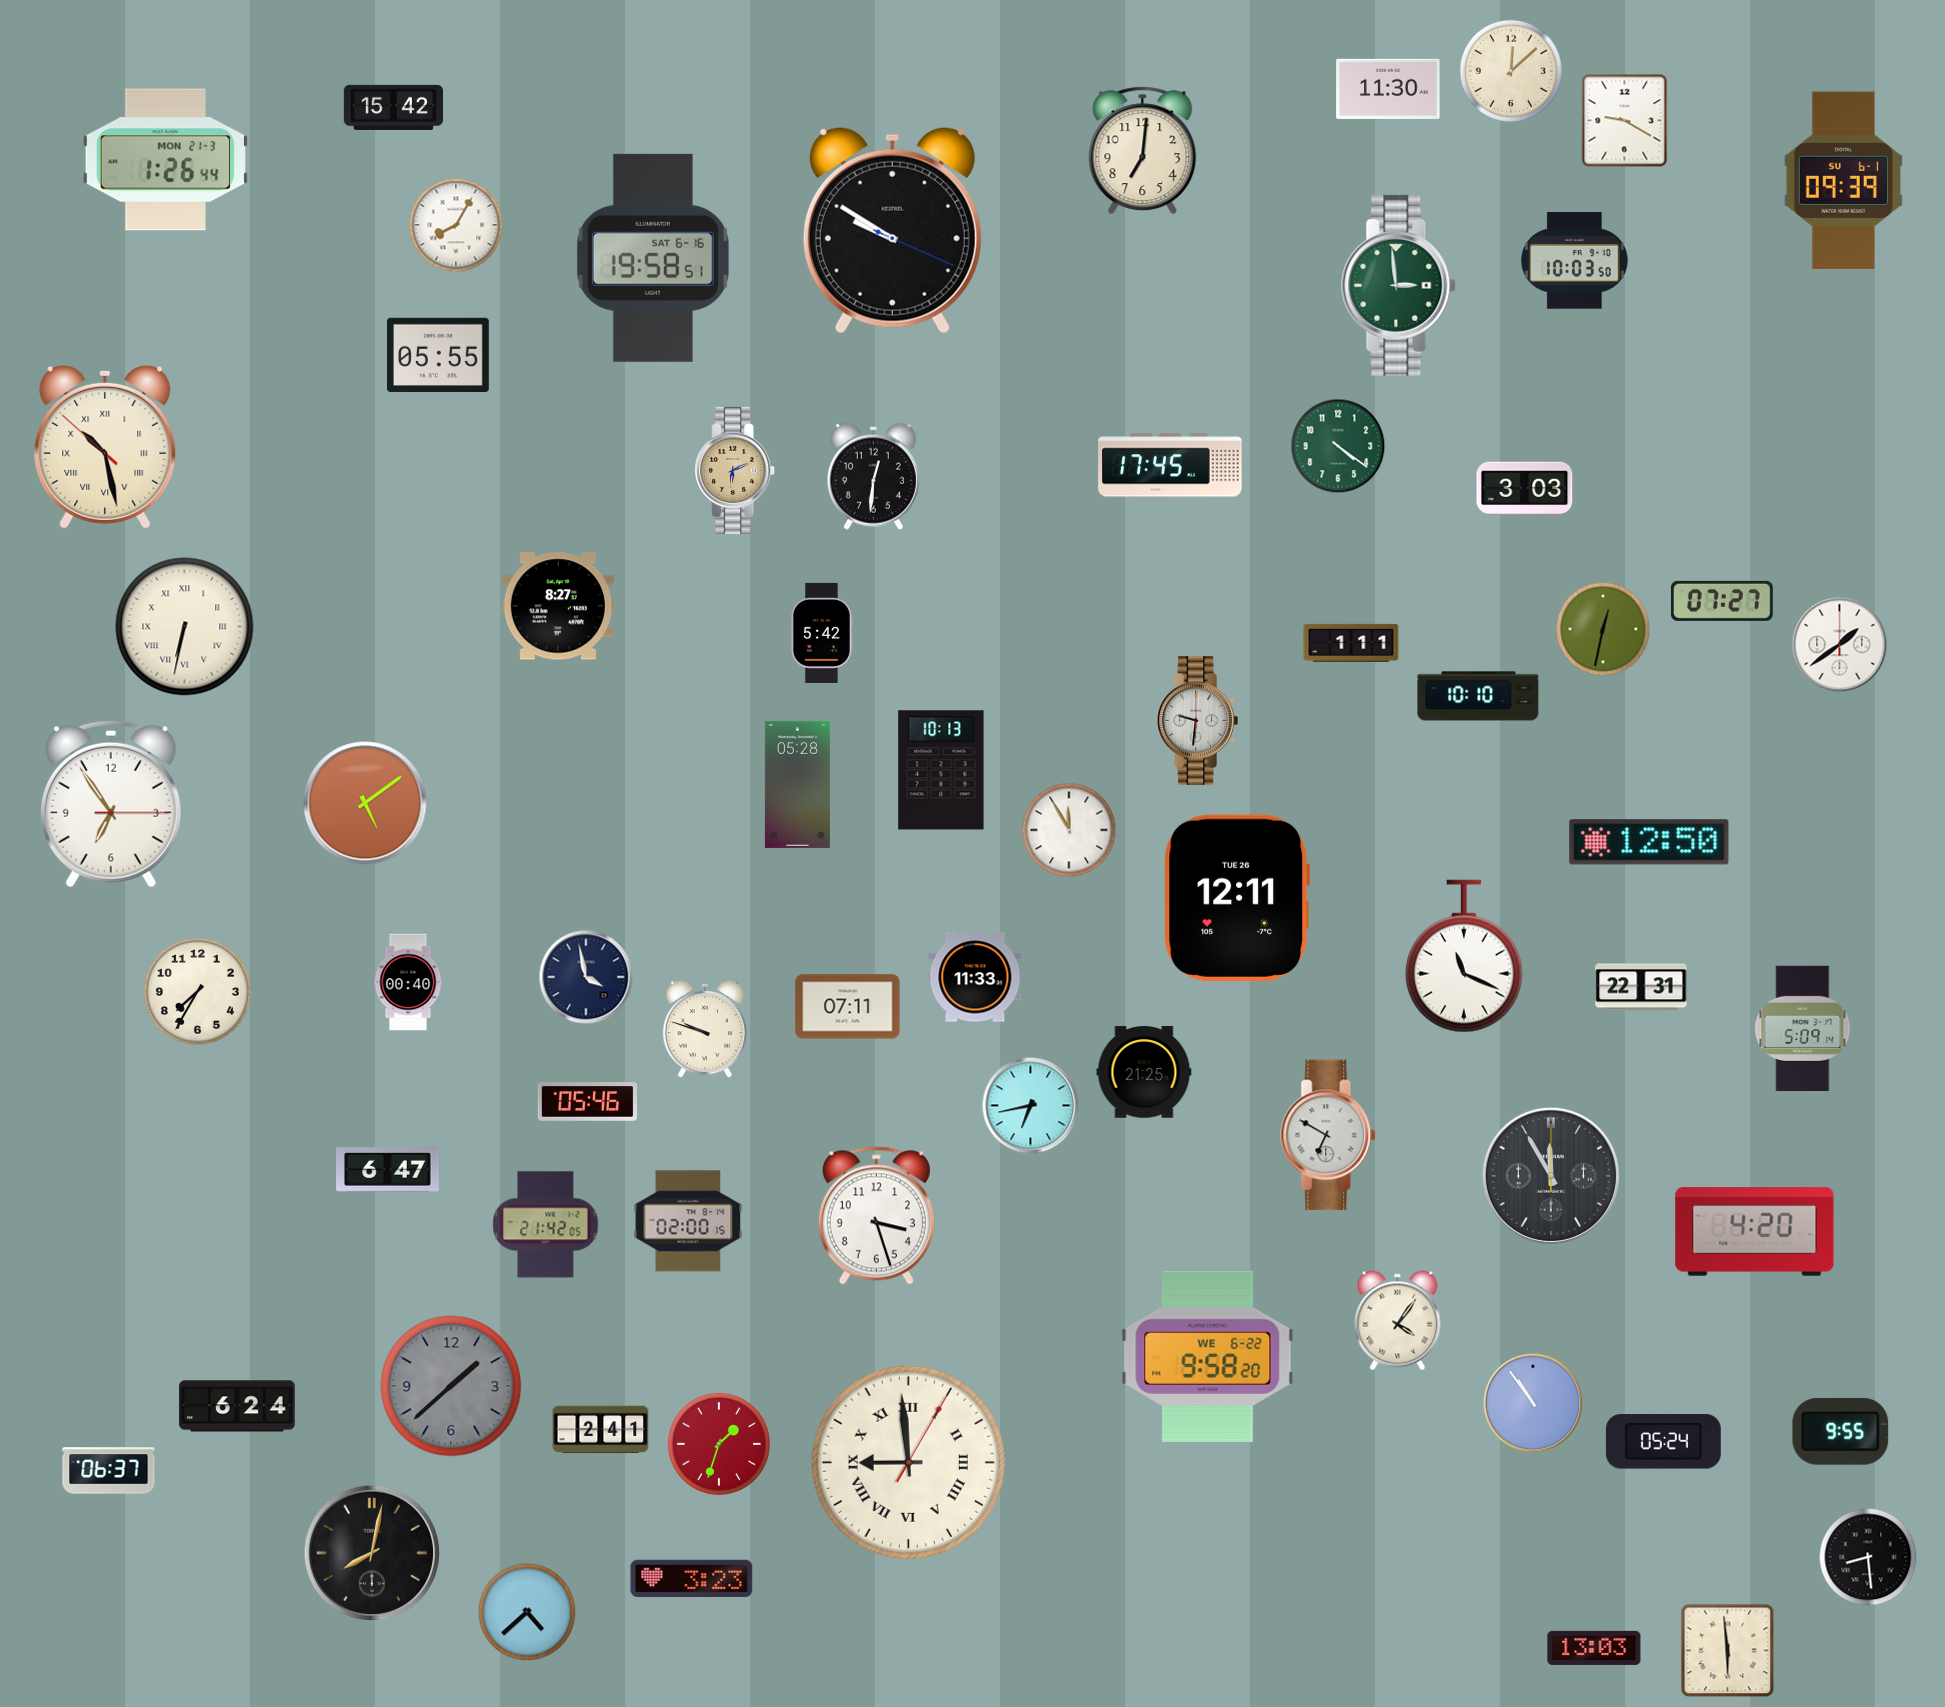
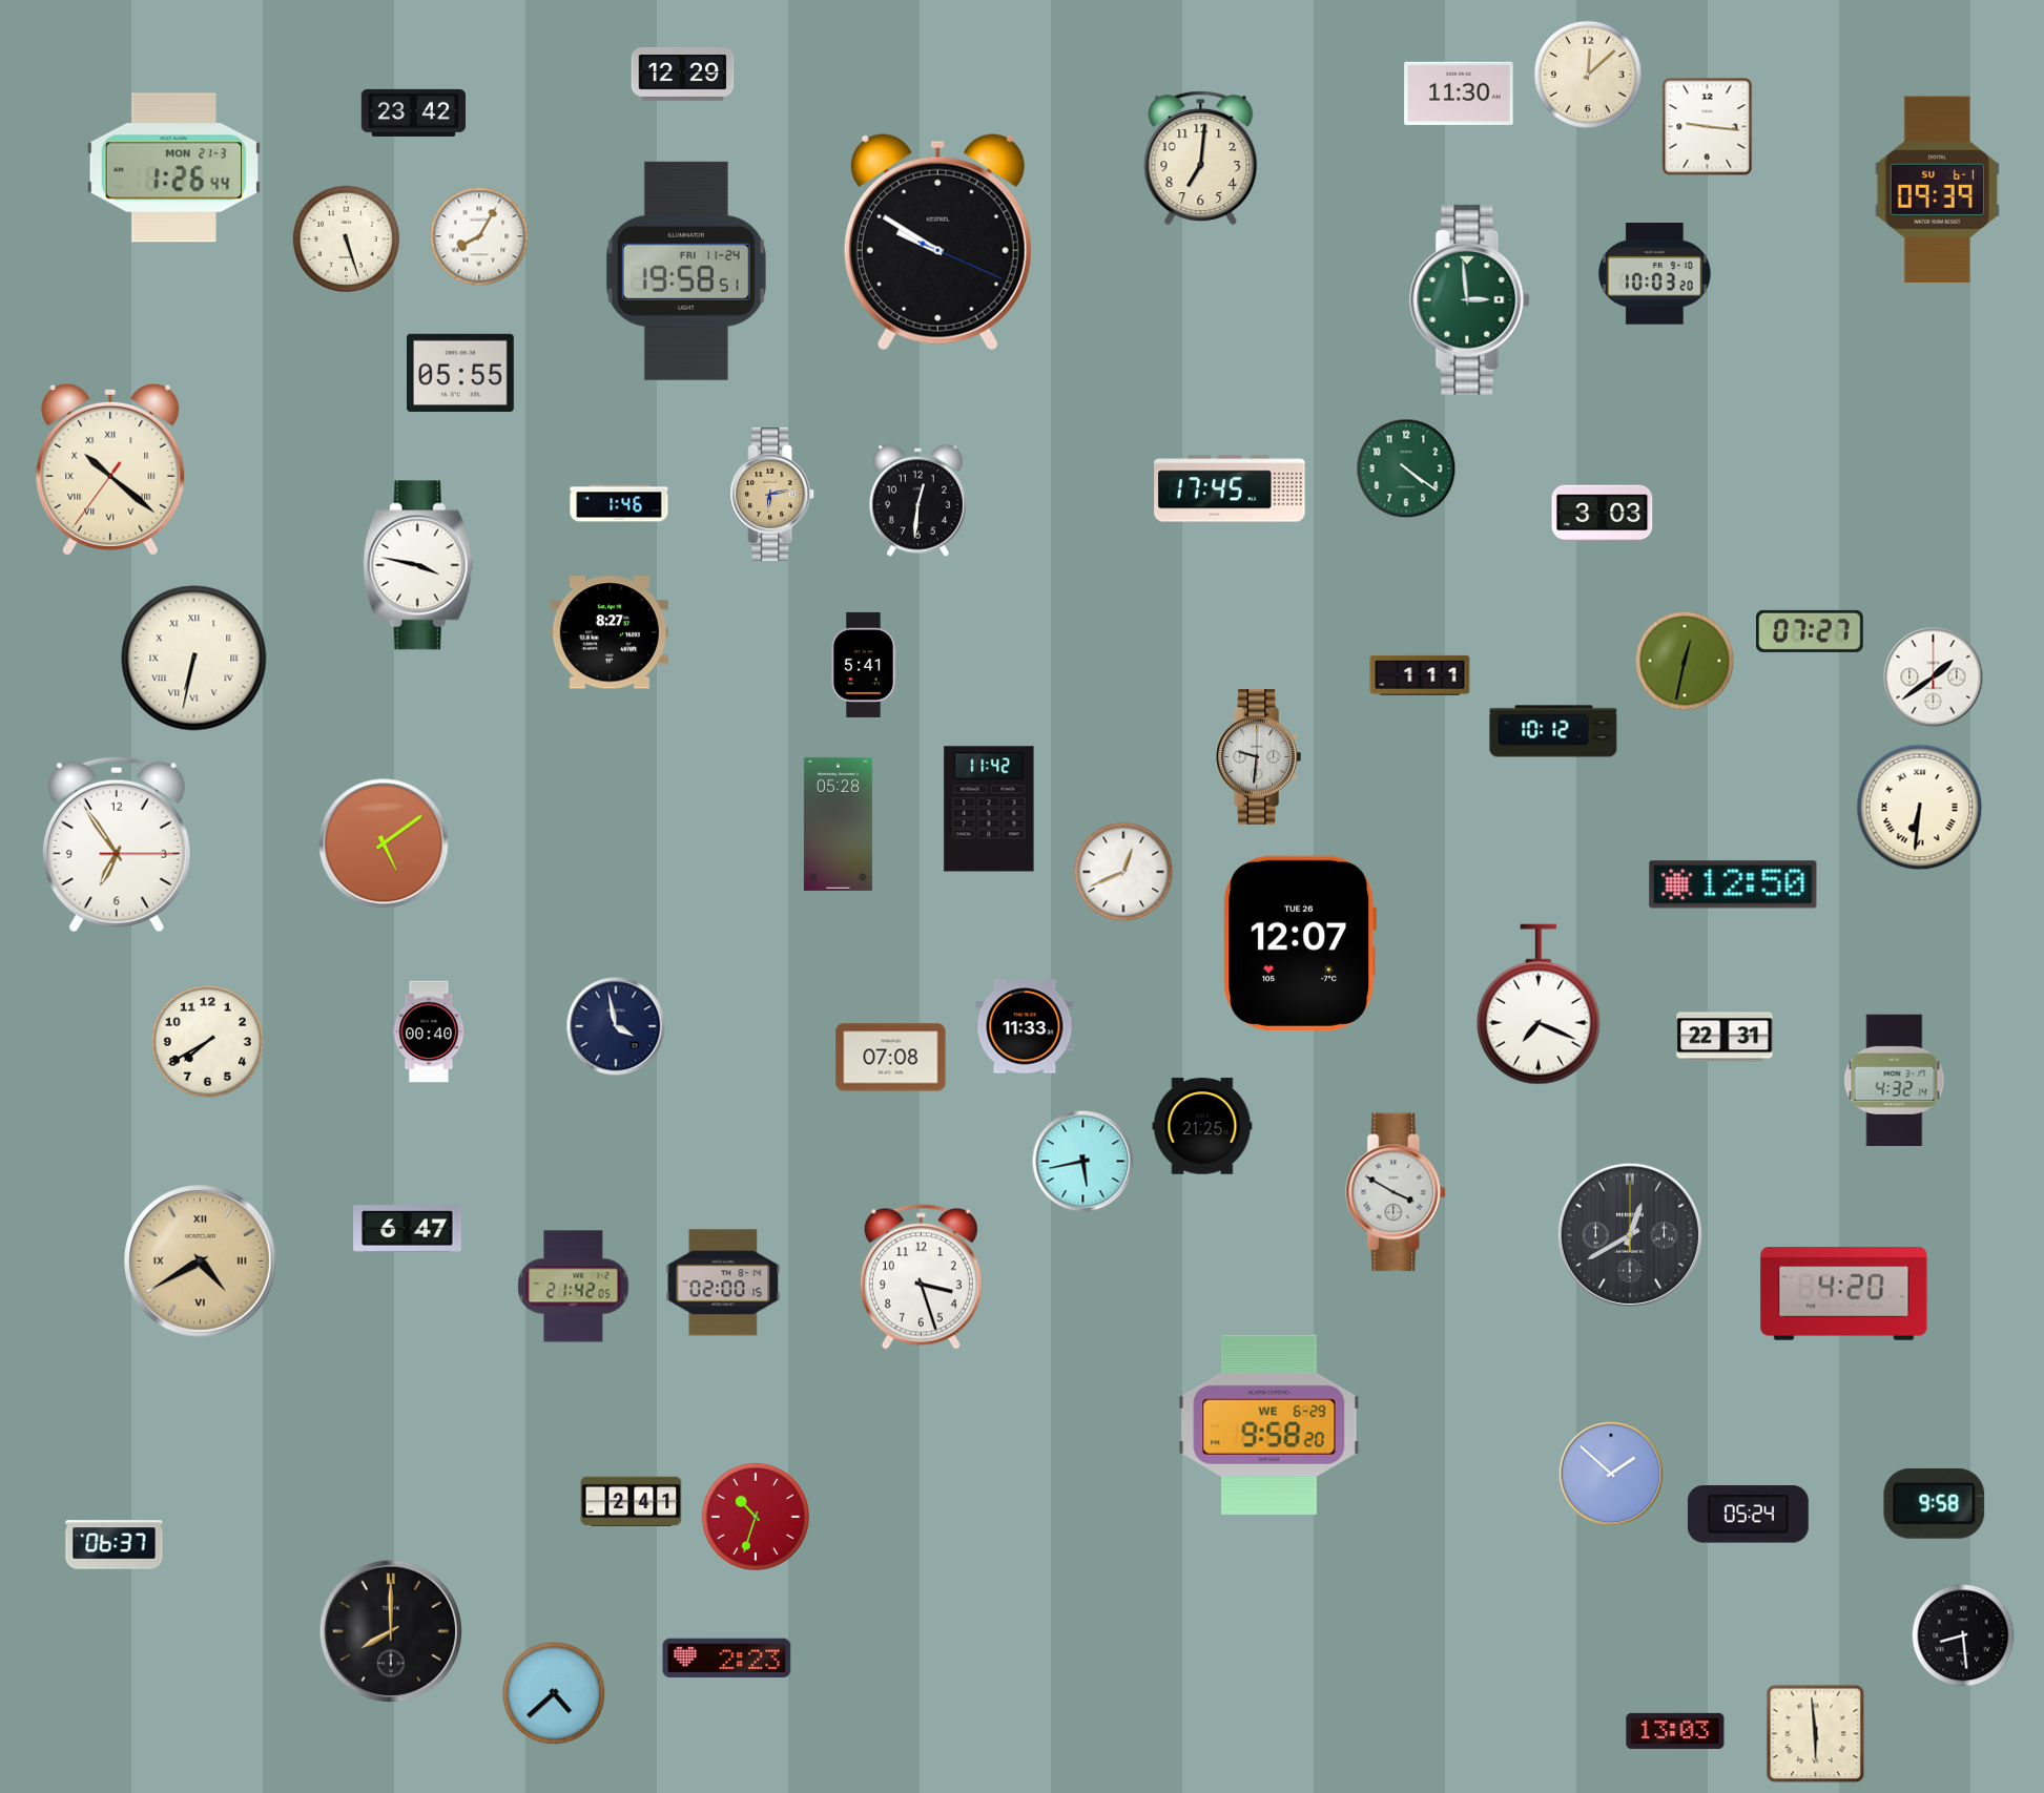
clock at (683, 75): none -> 12:29
clock at (393, 107): 15:42 -> 23:42
clock at (1625, 121): 9:20 -> 9:16
clock at (346, 238): none -> 5:27
clock at (653, 258) date: SAT 6-16 -> FRI 11-24
clock at (1574, 261): 10:03:50 -> 10:03:20
clock at (105, 447): 10:27 -> 10:21
clock at (735, 470): 6:11 -> 6:13
clock at (619, 503): none -> 1:46
clock at (418, 565): none -> 3:47
clock at (558, 606) position: (558, 606) -> (610, 632)
clock at (821, 633): 5:42 -> 5:41
clock at (1478, 696): 10:10 -> 10:12
clock at (1920, 808): none -> 6:31
clock at (941, 770): 10:13 -> 11:42
clock at (1069, 830): 11:55 -> 12:41
clock at (1237, 898): 12:11 -> 12:07
clock at (1464, 956): 11:19 -> 7:19
clock at (198, 992): 7:35 -> 7:40
clock at (848, 1007): 07:11 -> 07:08
clock at (705, 1029): 9:48 -> none
clock at (1803, 1029): 5:09 -> 4:32
clock at (587, 1102): 05:46 -> none
clock at (1031, 1106): 6:43 -> 5:43
clock at (1329, 1135): 6:50 -> 3:50
clock at (1551, 1176): 11:55 -> 12:40
clock at (201, 1262): none -> 4:40
clock at (1398, 1321): 4:06 -> none
clock at (1208, 1356) date: WE 6-22 -> WE 6-29
clock at (451, 1386): 1:38 -> none
clock at (1533, 1403): 10:54 -> 1:52
clock at (237, 1406): 6:24 -> none
clock at (1841, 1431): 9:55 -> 9:58
clock at (719, 1444): 1:33 -> 10:33
clock at (908, 1462): 8:59 -> none
clock at (371, 1552): 8:02 -> 8:00
clock at (692, 1578): 3:23 -> 2:23
